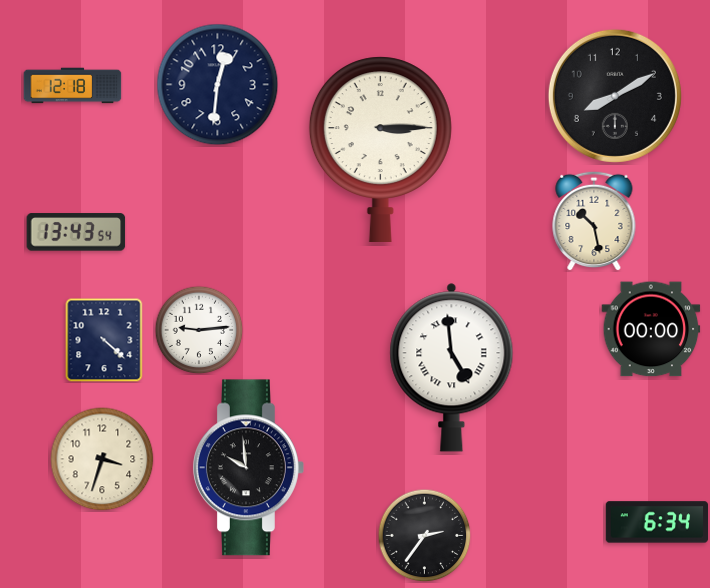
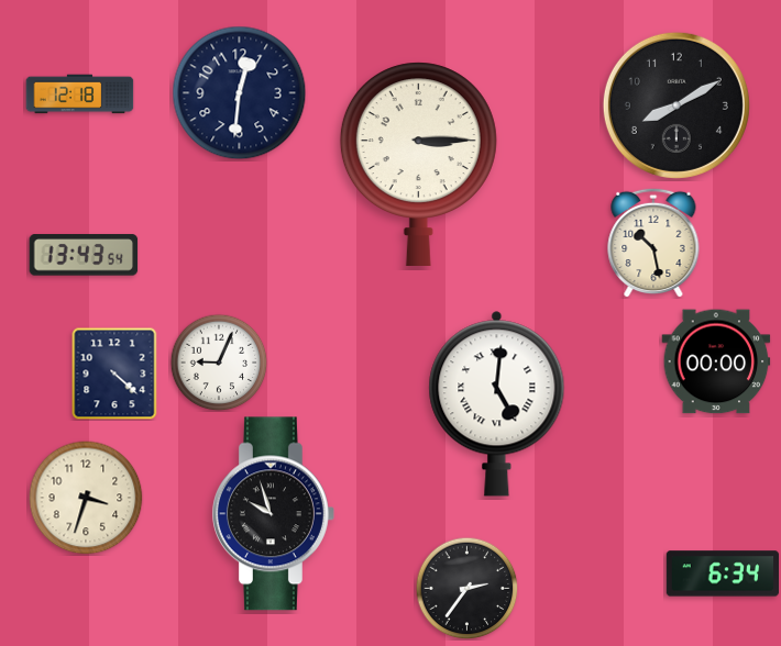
clock at (199, 330): 9:14 -> 9:04
clock at (452, 367): 4:59 -> 5:01
clock at (102, 459) position: (102, 459) -> (86, 498)
clock at (248, 468): 9:59 -> 9:57
